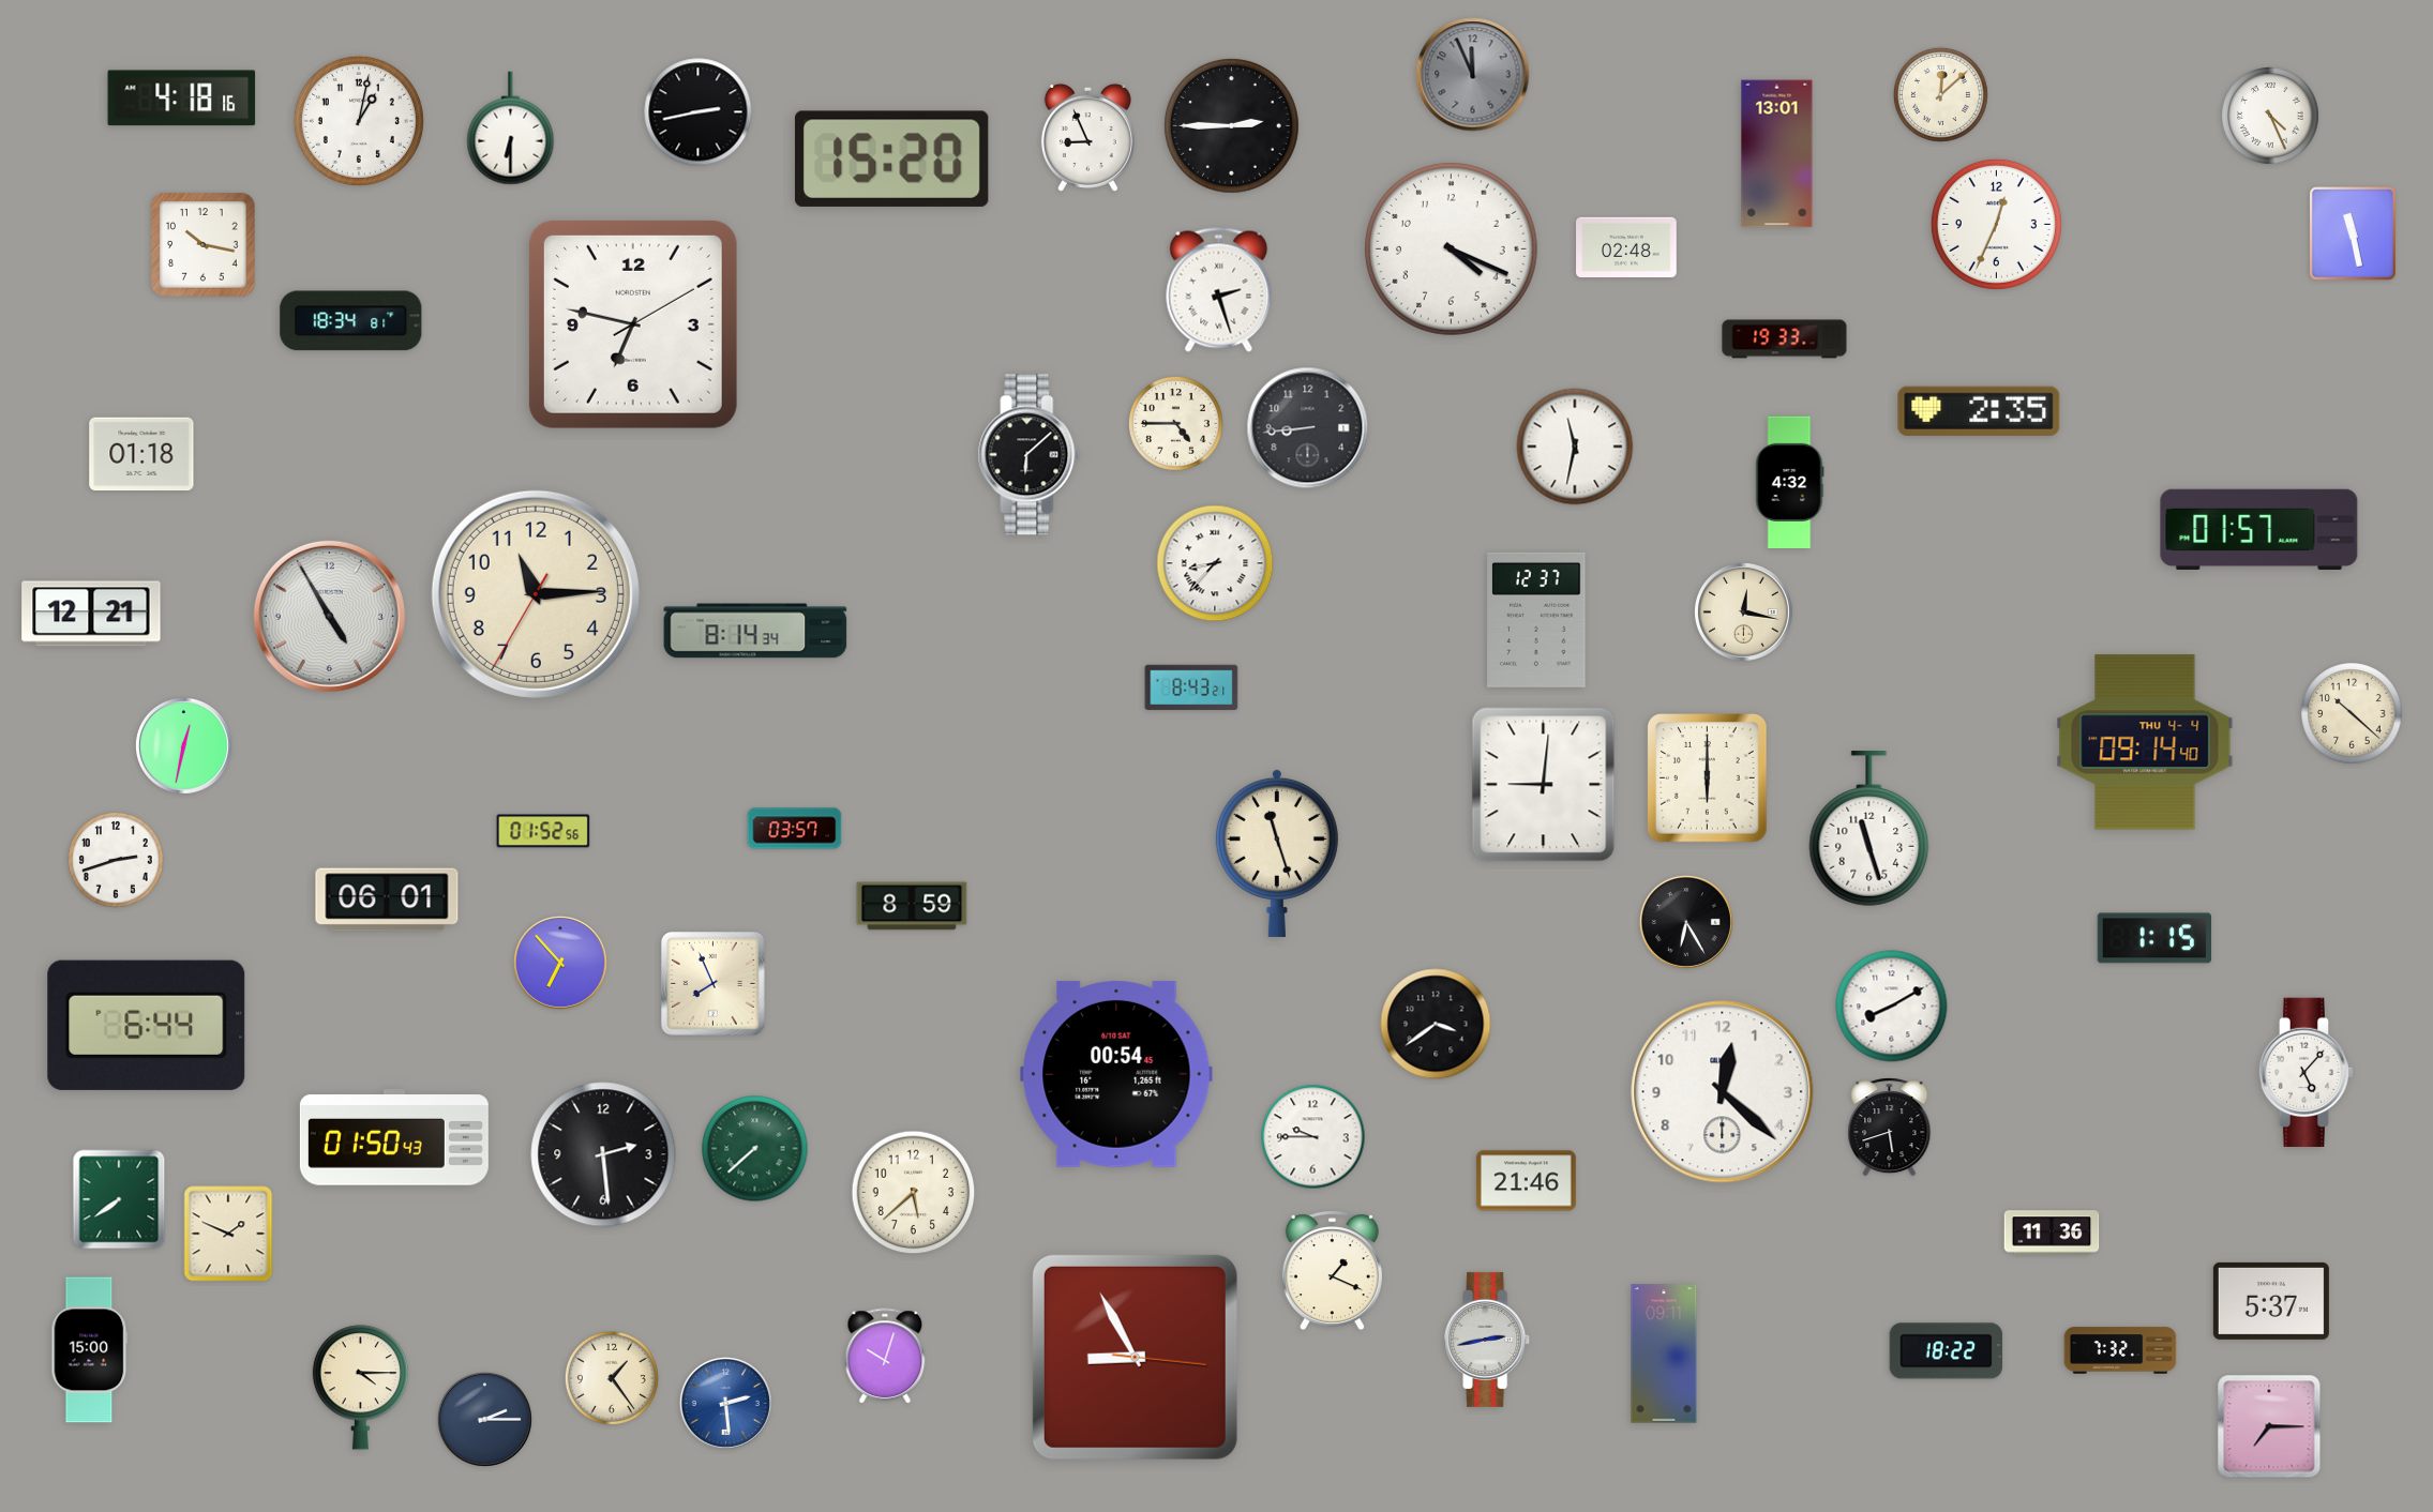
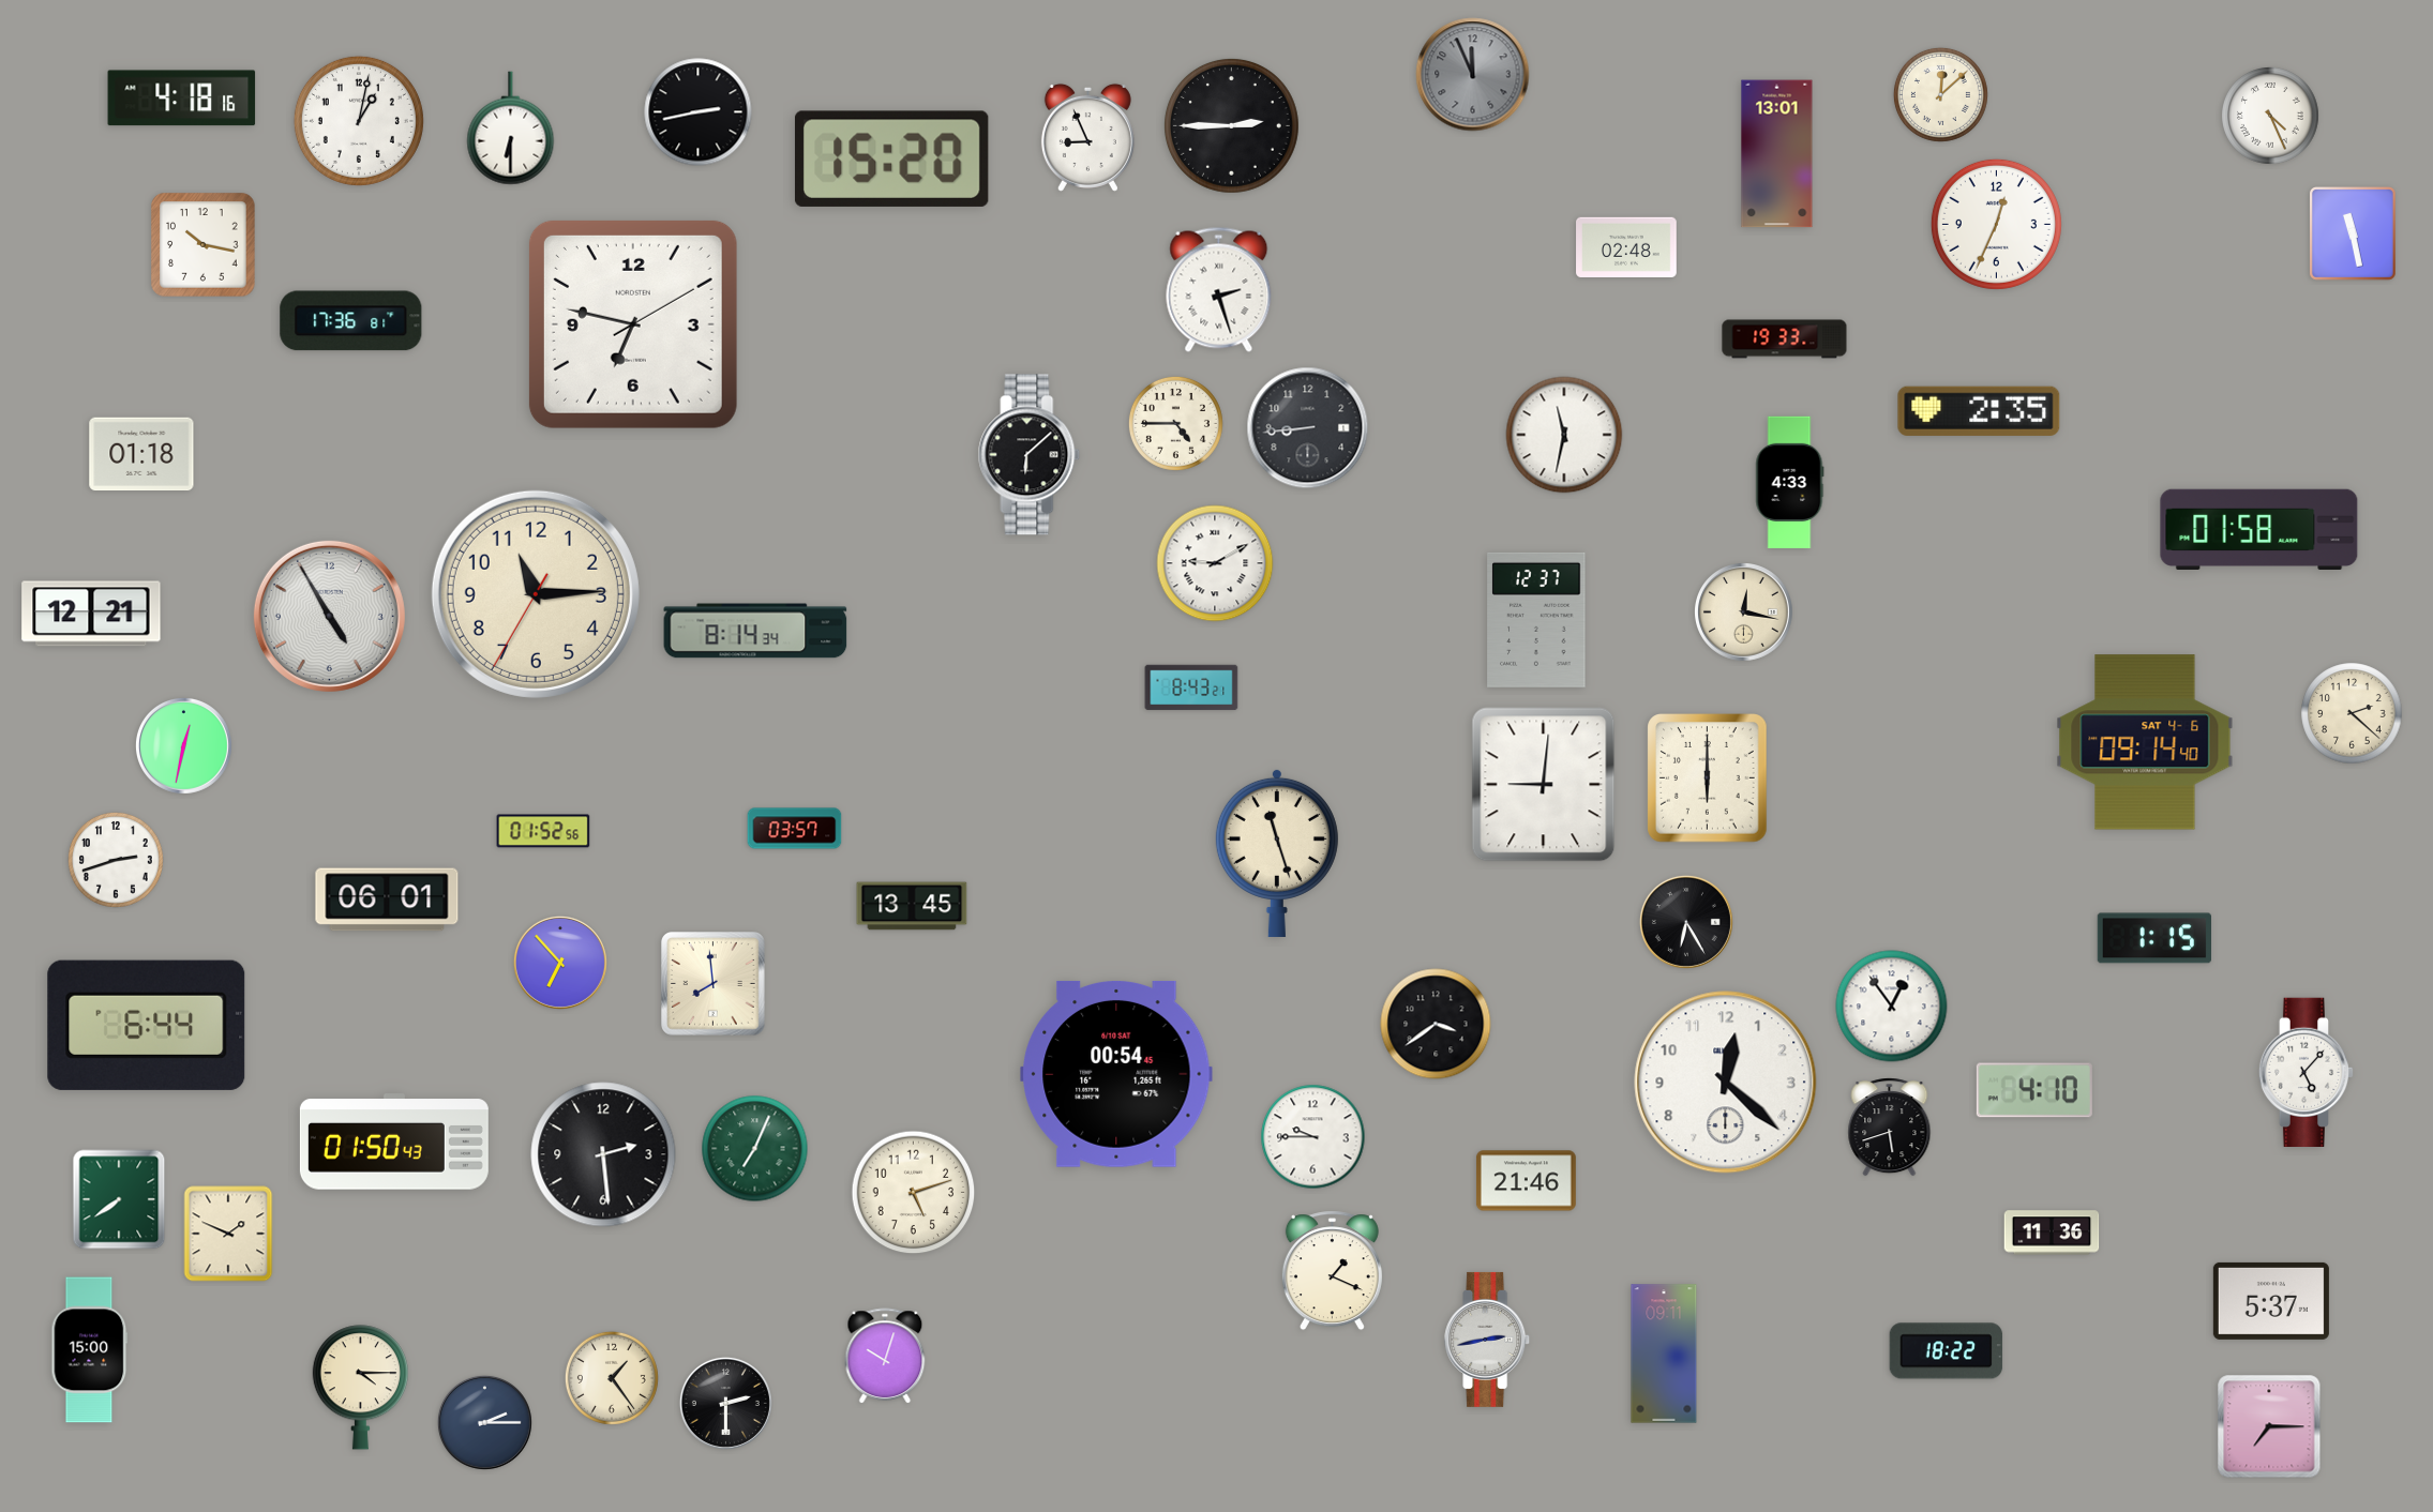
clock at (1451, 248): 4:19 -> none
clock at (351, 321): 18:34 -> 17:36
clock at (1575, 447) position: (1575, 447) -> (1564, 435)
clock at (1790, 482): 4:32 -> 4:33
clock at (2259, 529): 01:57 -> 01:58
clock at (1215, 563): 8:37 -> 9:10
clock at (2352, 713): 10:22 -> 2:22
clock at (2145, 742) date: THU 4-4 -> SAT 4-6
clock at (1869, 829): 11:27 -> none
clock at (912, 906): 8:59 -> 13:45
clock at (714, 984): 7:56 -> 7:59
clock at (1892, 1007): 8:10 -> 12:54
clock at (2034, 1090): none -> 4:10
clock at (1723, 1092) position: (1723, 1092) -> (1726, 1083)
clock at (394, 1137) position: (394, 1137) -> (394, 1141)
clock at (755, 1149): 7:38 -> 7:04
clock at (914, 1193): 5:38 -> 5:12
clock at (2120, 1350): 7:32 -> none
clock at (1135, 1357): 8:55 -> none
clock at (725, 1403): 2:29 -> 2:30
clock at (725, 1403) dial: blue -> black
clock at (484, 1419) position: (484, 1419) -> (484, 1422)
